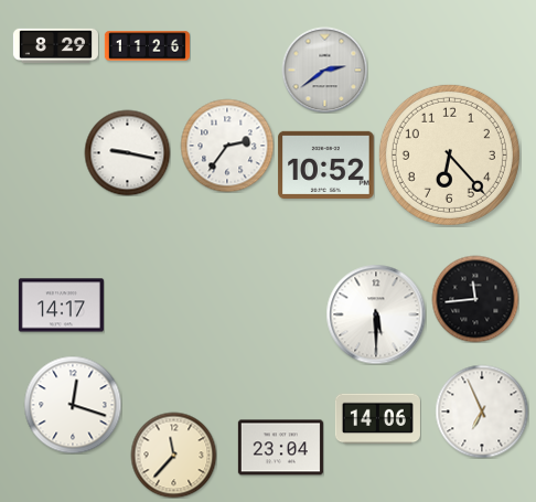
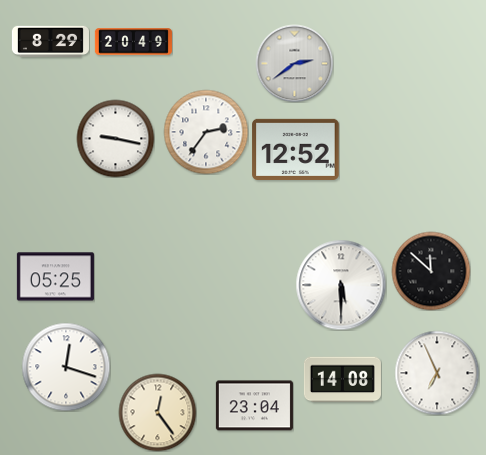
clock at (147, 46): 11:26 -> 20:49
clock at (449, 154): 6:23 -> none
clock at (326, 164): 10:52 -> 12:52
clock at (475, 299): 11:44 -> 11:52
clock at (61, 306): 14:17 -> 05:25
clock at (377, 419): 14:06 -> 14:08
clock at (173, 455): 11:37 -> 12:24
